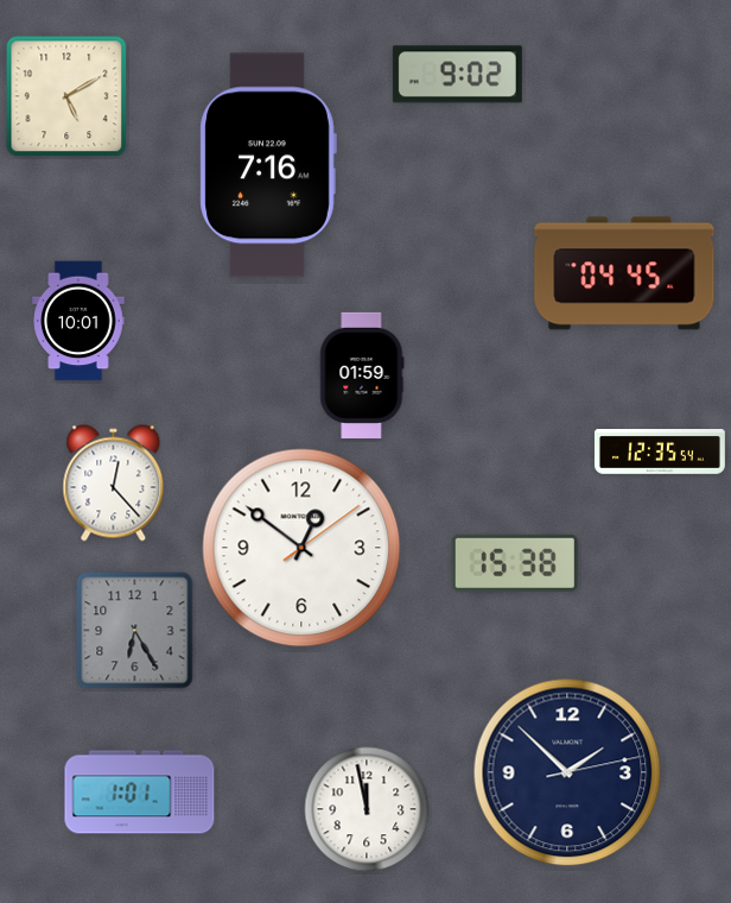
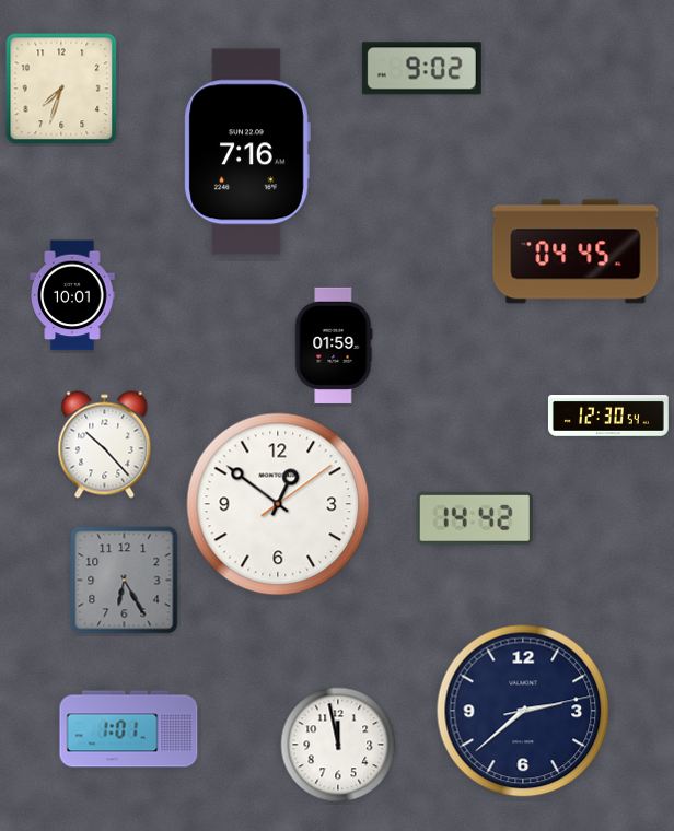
clock at (66, 96): 5:10 -> 7:33
clock at (660, 453): 12:35 -> 12:30
clock at (114, 484): 12:23 -> 10:23
clock at (515, 563): 15:38 -> 14:42
clock at (567, 772): 1:52 -> 2:38
